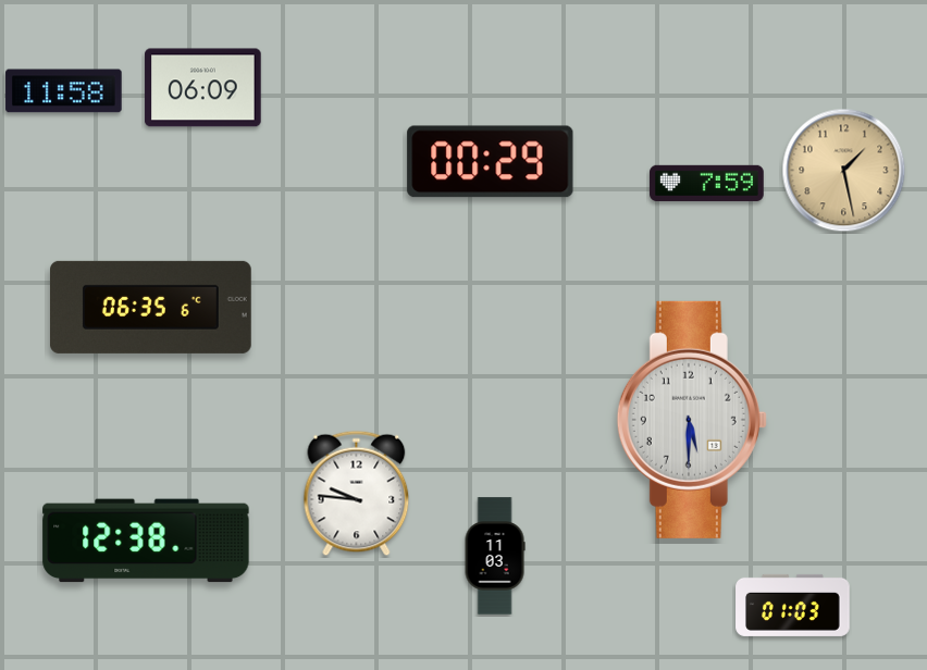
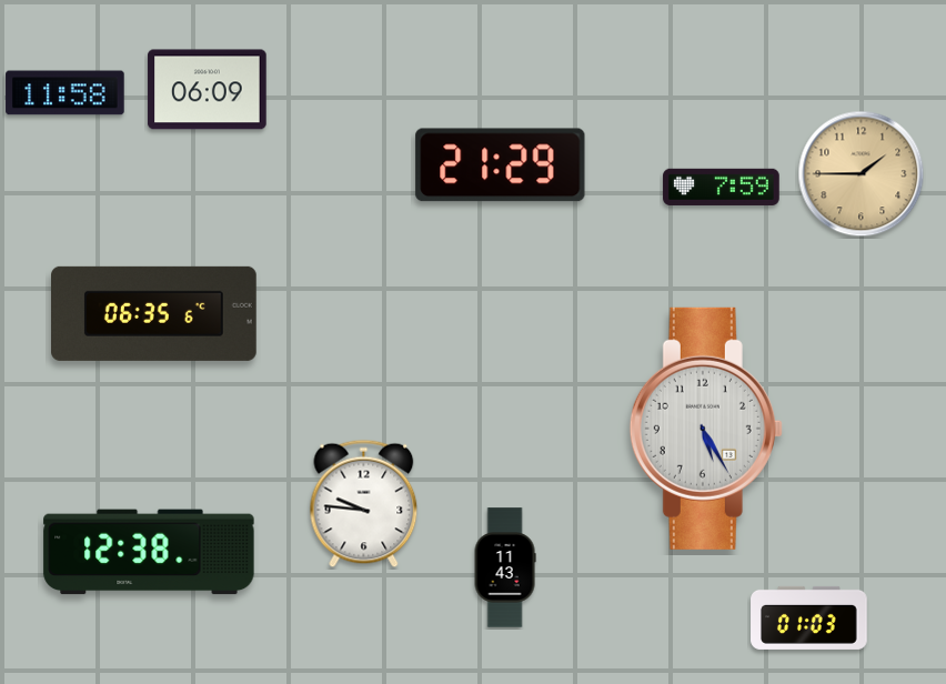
clock at (491, 162): 00:29 -> 21:29
clock at (844, 171): 1:28 -> 1:45
clock at (692, 420): 5:30 -> 5:25
clock at (495, 556): 11:03 -> 11:43
